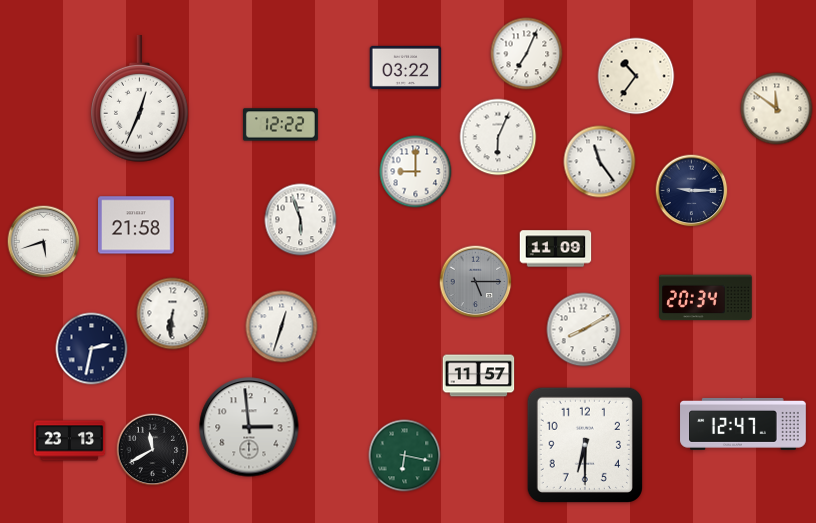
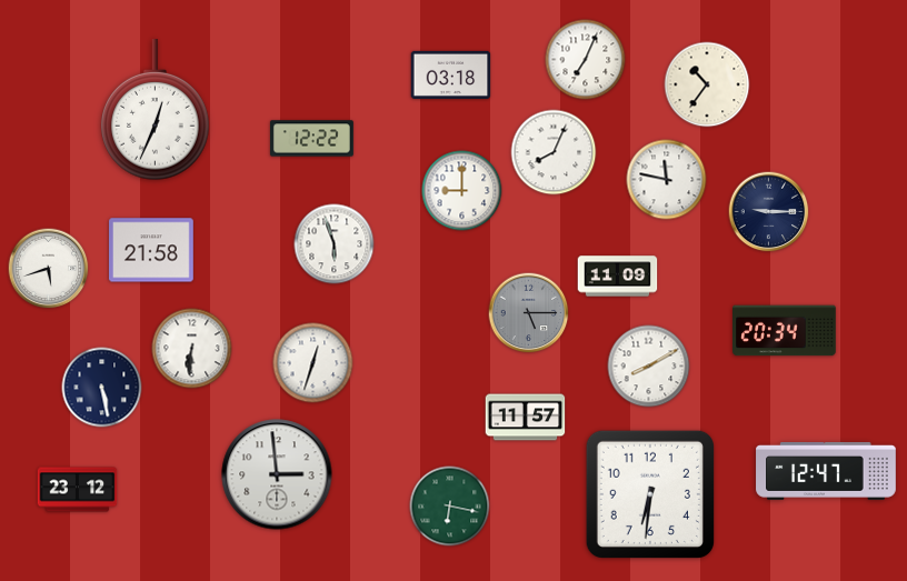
clock at (406, 67): 03:22 -> 03:18
clock at (777, 109): 11:51 -> none
clock at (498, 137): 6:04 -> 8:04
clock at (600, 162): 11:24 -> 11:47
clock at (92, 349): 2:32 -> 5:28
clock at (479, 376) position: (479, 376) -> (526, 418)
clock at (70, 441): 23:13 -> 23:12
clock at (585, 445): 6:30 -> 6:31
clock at (153, 450): 11:40 -> none
